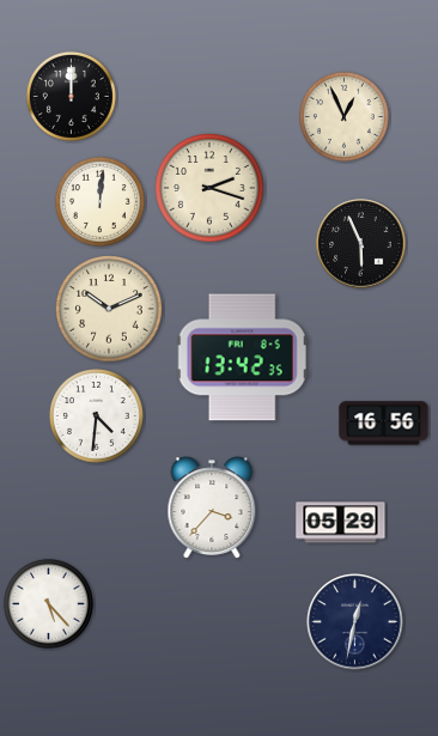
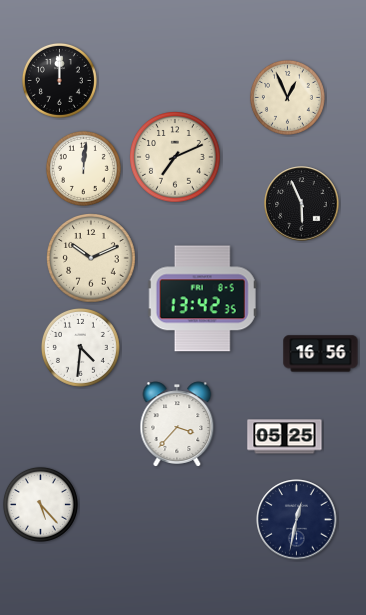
clock at (209, 188): 2:18 -> 7:11
clock at (341, 523): 05:29 -> 05:25
